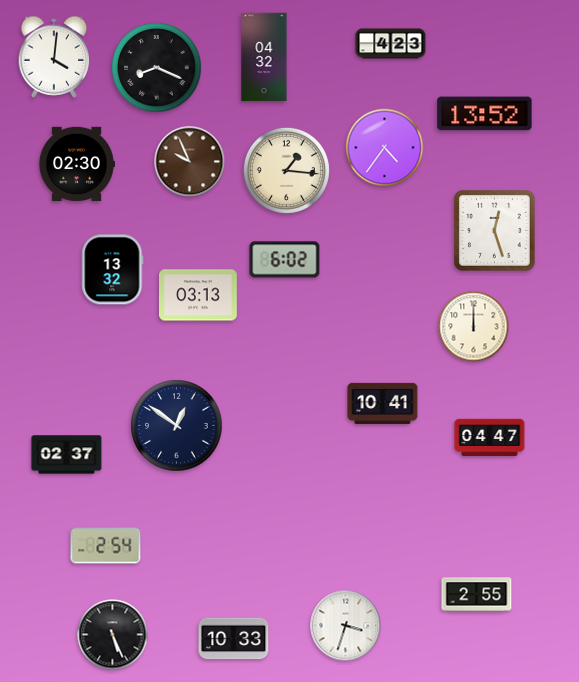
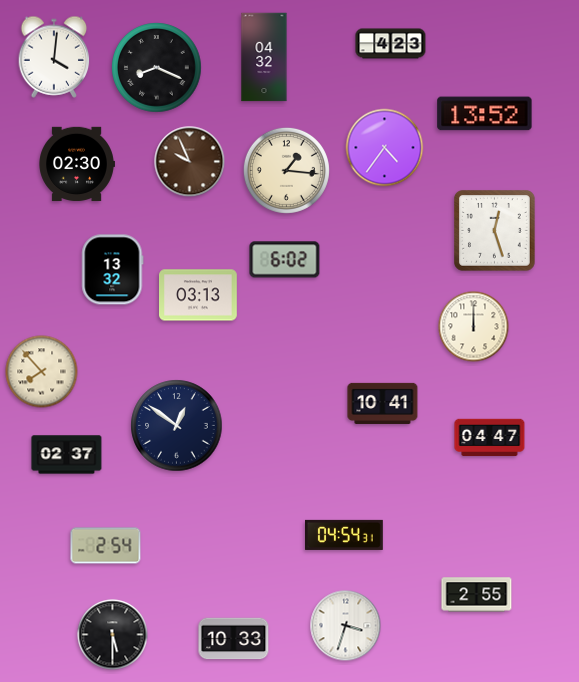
clock at (42, 372): none -> 7:53
clock at (345, 535): none -> 04:54
clock at (113, 635): 5:26 -> 5:30
